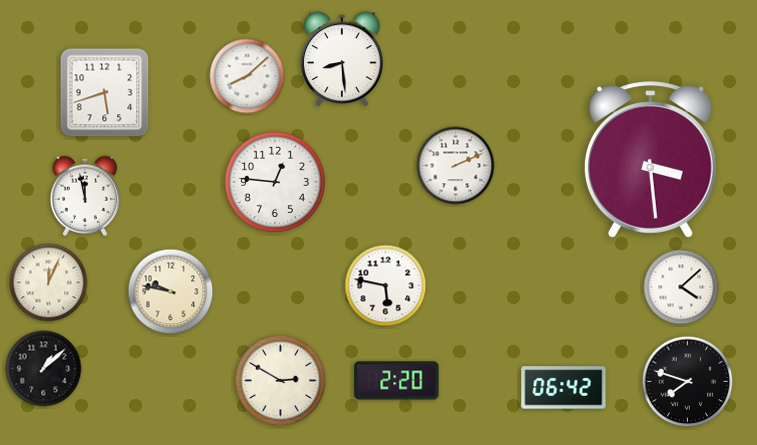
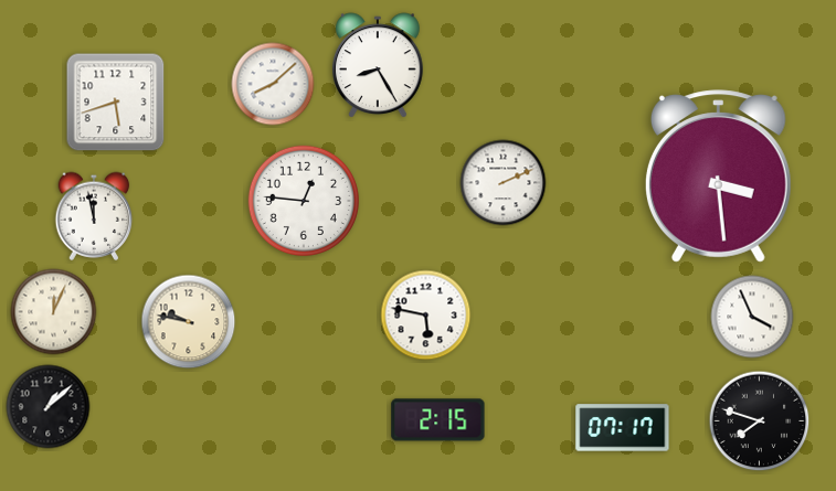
clock at (342, 59): 8:29 -> 8:25
clock at (681, 287): 4:08 -> 3:56
clock at (281, 381): 2:50 -> none
clock at (397, 381): 2:20 -> 2:15
clock at (564, 388): 06:42 -> 07:17
